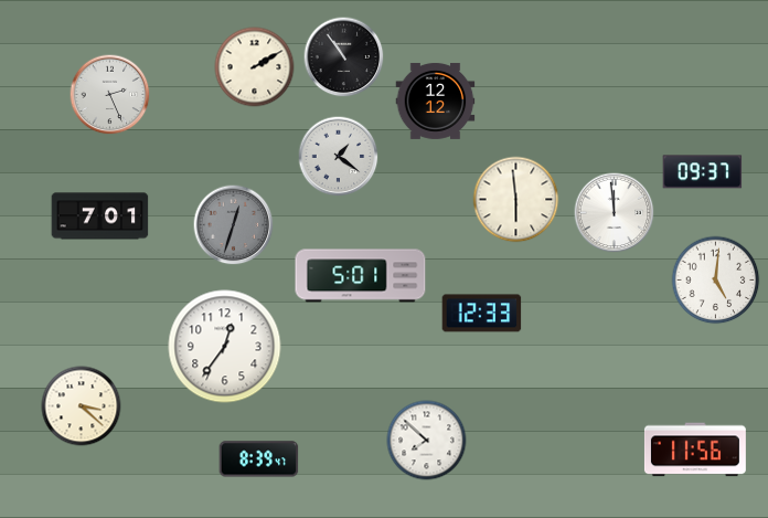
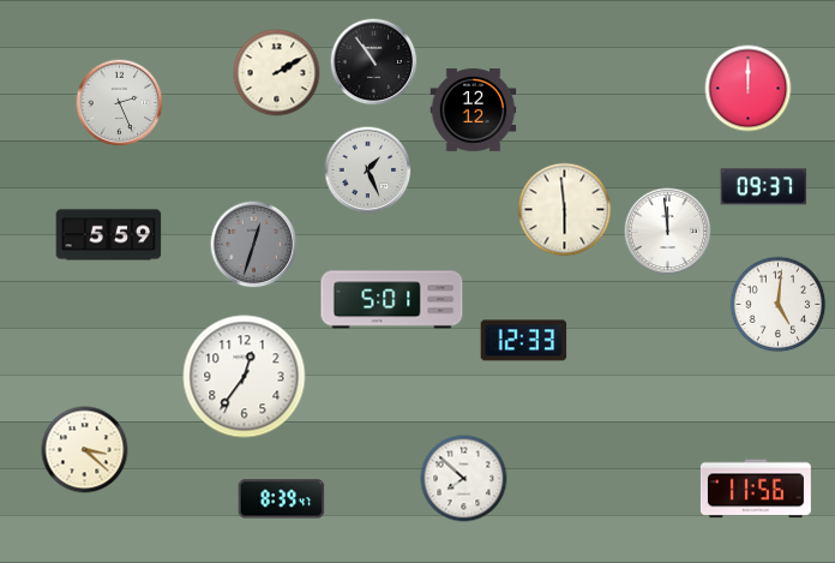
clock at (749, 89): none -> 12:00
clock at (339, 157): 1:21 -> 1:26
clock at (516, 200) position: (516, 200) -> (565, 210)
clock at (100, 216): 7:01 -> 5:59
clock at (82, 406) position: (82, 406) -> (85, 450)
